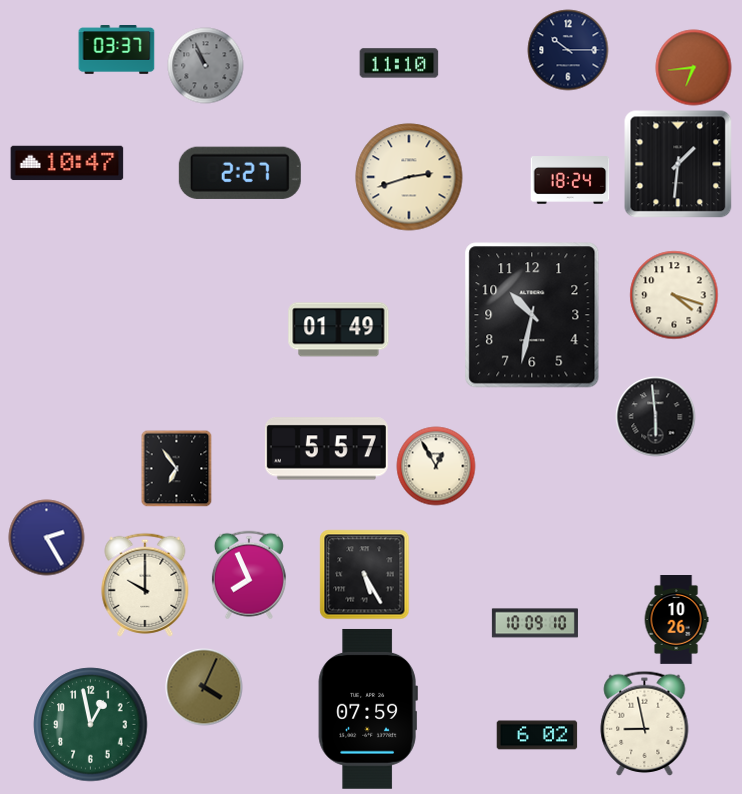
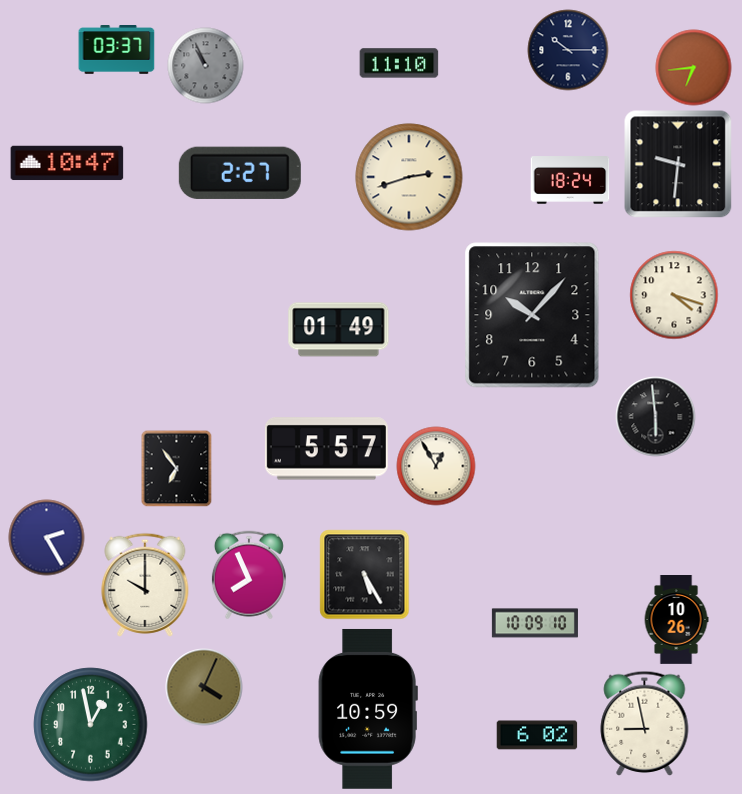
clock at (678, 164): 1:31 -> 9:31
clock at (532, 315): 10:32 -> 10:07
clock at (368, 709): 07:59 -> 10:59
